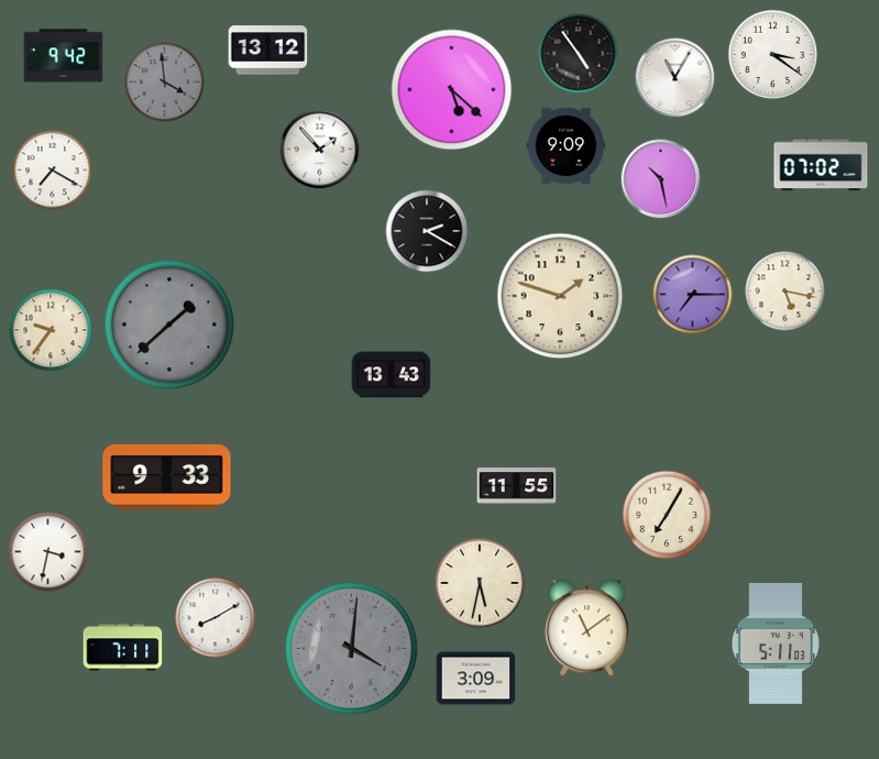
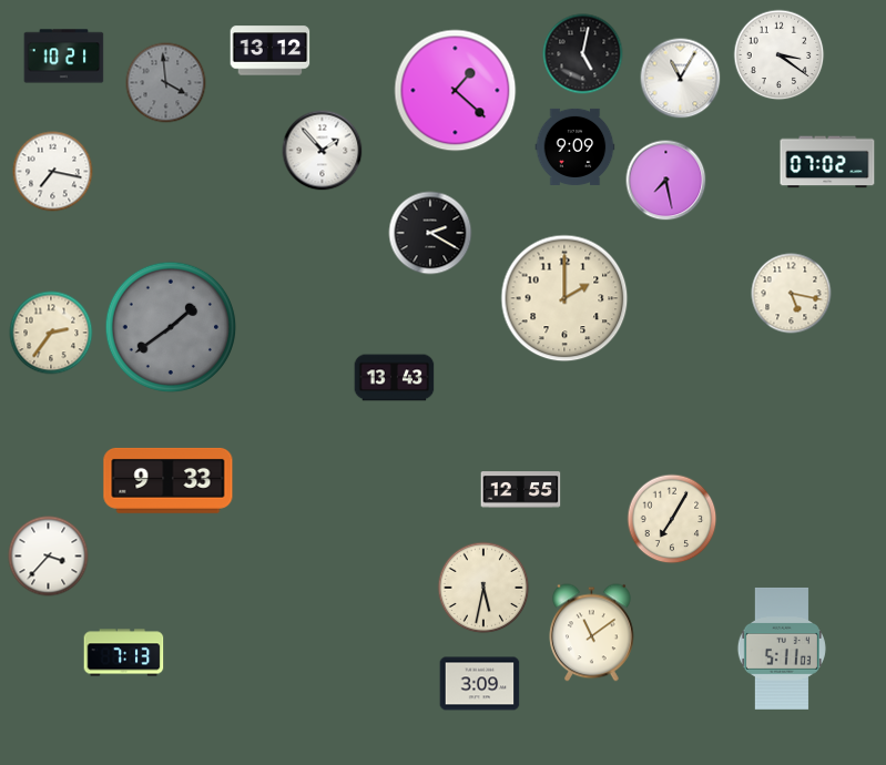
clock at (579, 54): 4:54 -> 5:02
clock at (64, 56): 9:42 -> 10:21
clock at (452, 90): 5:22 -> 1:22
clock at (567, 145) position: (567, 145) -> (576, 146)
clock at (821, 165) position: (821, 165) -> (827, 162)
clock at (53, 170): 7:20 -> 7:17
clock at (661, 179): 10:28 -> 7:28
clock at (693, 295): 7:15 -> none
clock at (560, 296): 1:48 -> 2:00
clock at (169, 324): 1:38 -> 1:39
clock at (51, 330): 9:36 -> 2:36
clock at (517, 486): 11:55 -> 12:55
clock at (48, 552): 3:32 -> 3:37
clock at (216, 618): 8:10 -> none
clock at (123, 648): 7:11 -> 7:13
clock at (351, 648): 4:01 -> none
